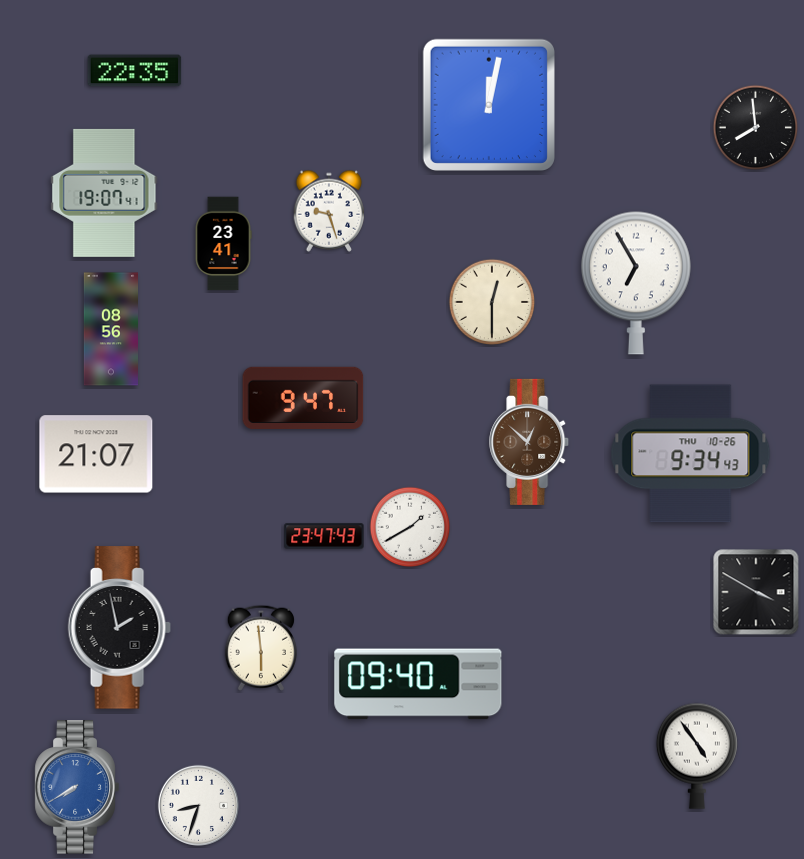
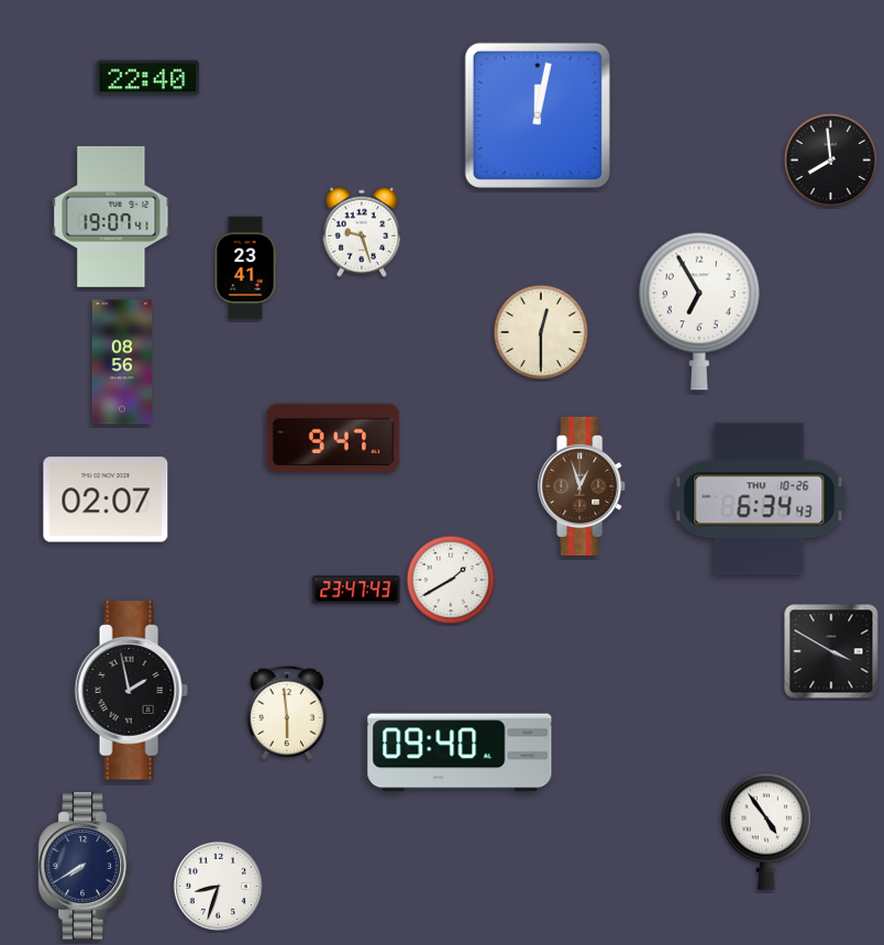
clock at (135, 71): 22:35 -> 22:40
clock at (756, 128) position: (756, 128) -> (831, 161)
clock at (104, 193) position: (104, 193) -> (111, 217)
clock at (530, 442): 12:52 -> 12:57
clock at (96, 454): 21:07 -> 02:07
clock at (691, 454): 9:34 -> 6:34
clock at (77, 787) dial: blue -> navy
